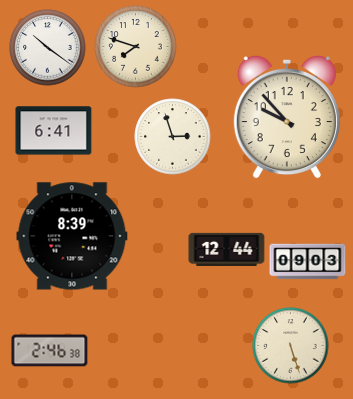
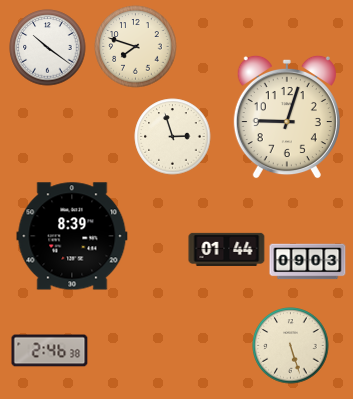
clock at (287, 117): 9:53 -> 9:03
clock at (54, 131): 6:41 -> none
clock at (227, 249): 12:44 -> 01:44
